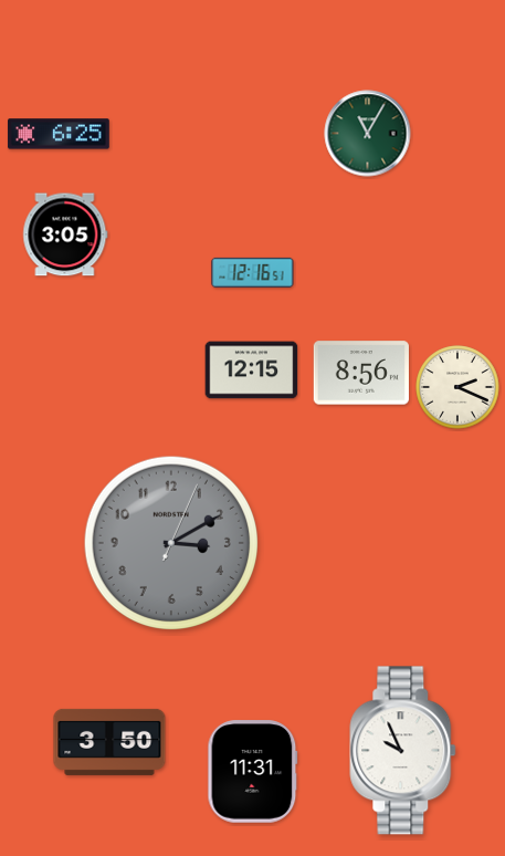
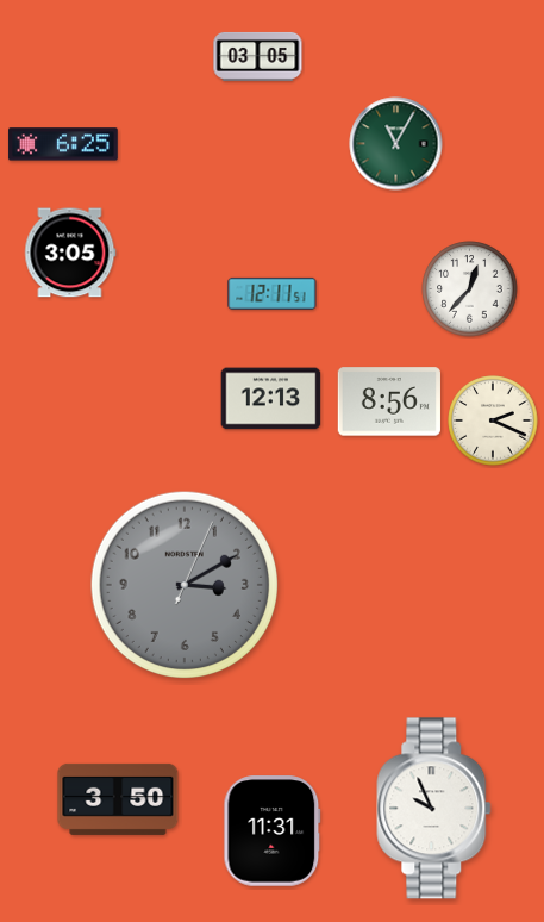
clock at (258, 56): none -> 03:05
clock at (470, 289): none -> 12:37
clock at (253, 272): 12:16 -> 12:11
clock at (252, 370): 12:15 -> 12:13
clock at (457, 387) position: (457, 387) -> (493, 420)
